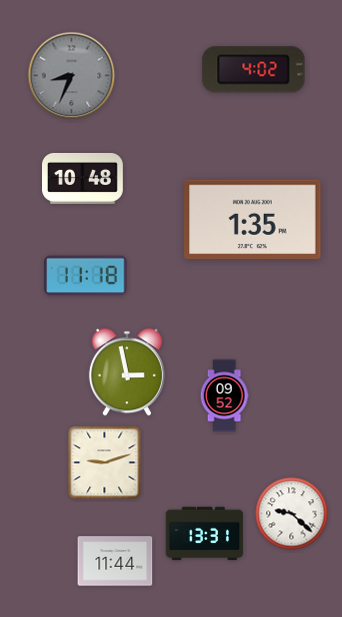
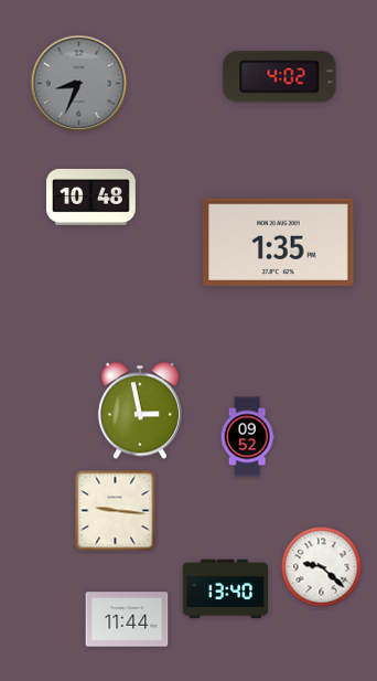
clock at (86, 276): 11:18 -> none
clock at (105, 463): 9:12 -> 9:16
clock at (205, 534): 13:31 -> 13:40
